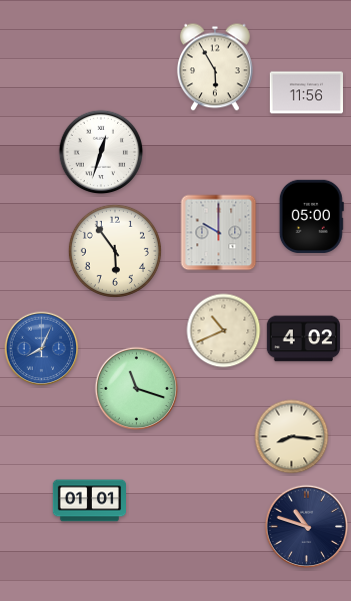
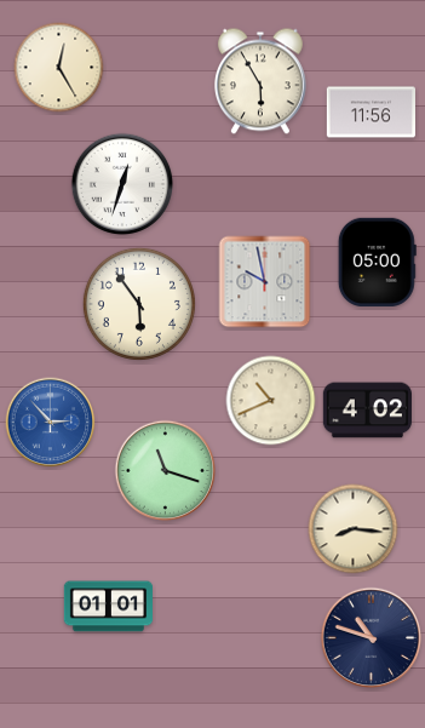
clock at (59, 68): none -> 12:25
clock at (219, 233): 10:00 -> 9:58
clock at (42, 349): 8:04 -> 2:53
